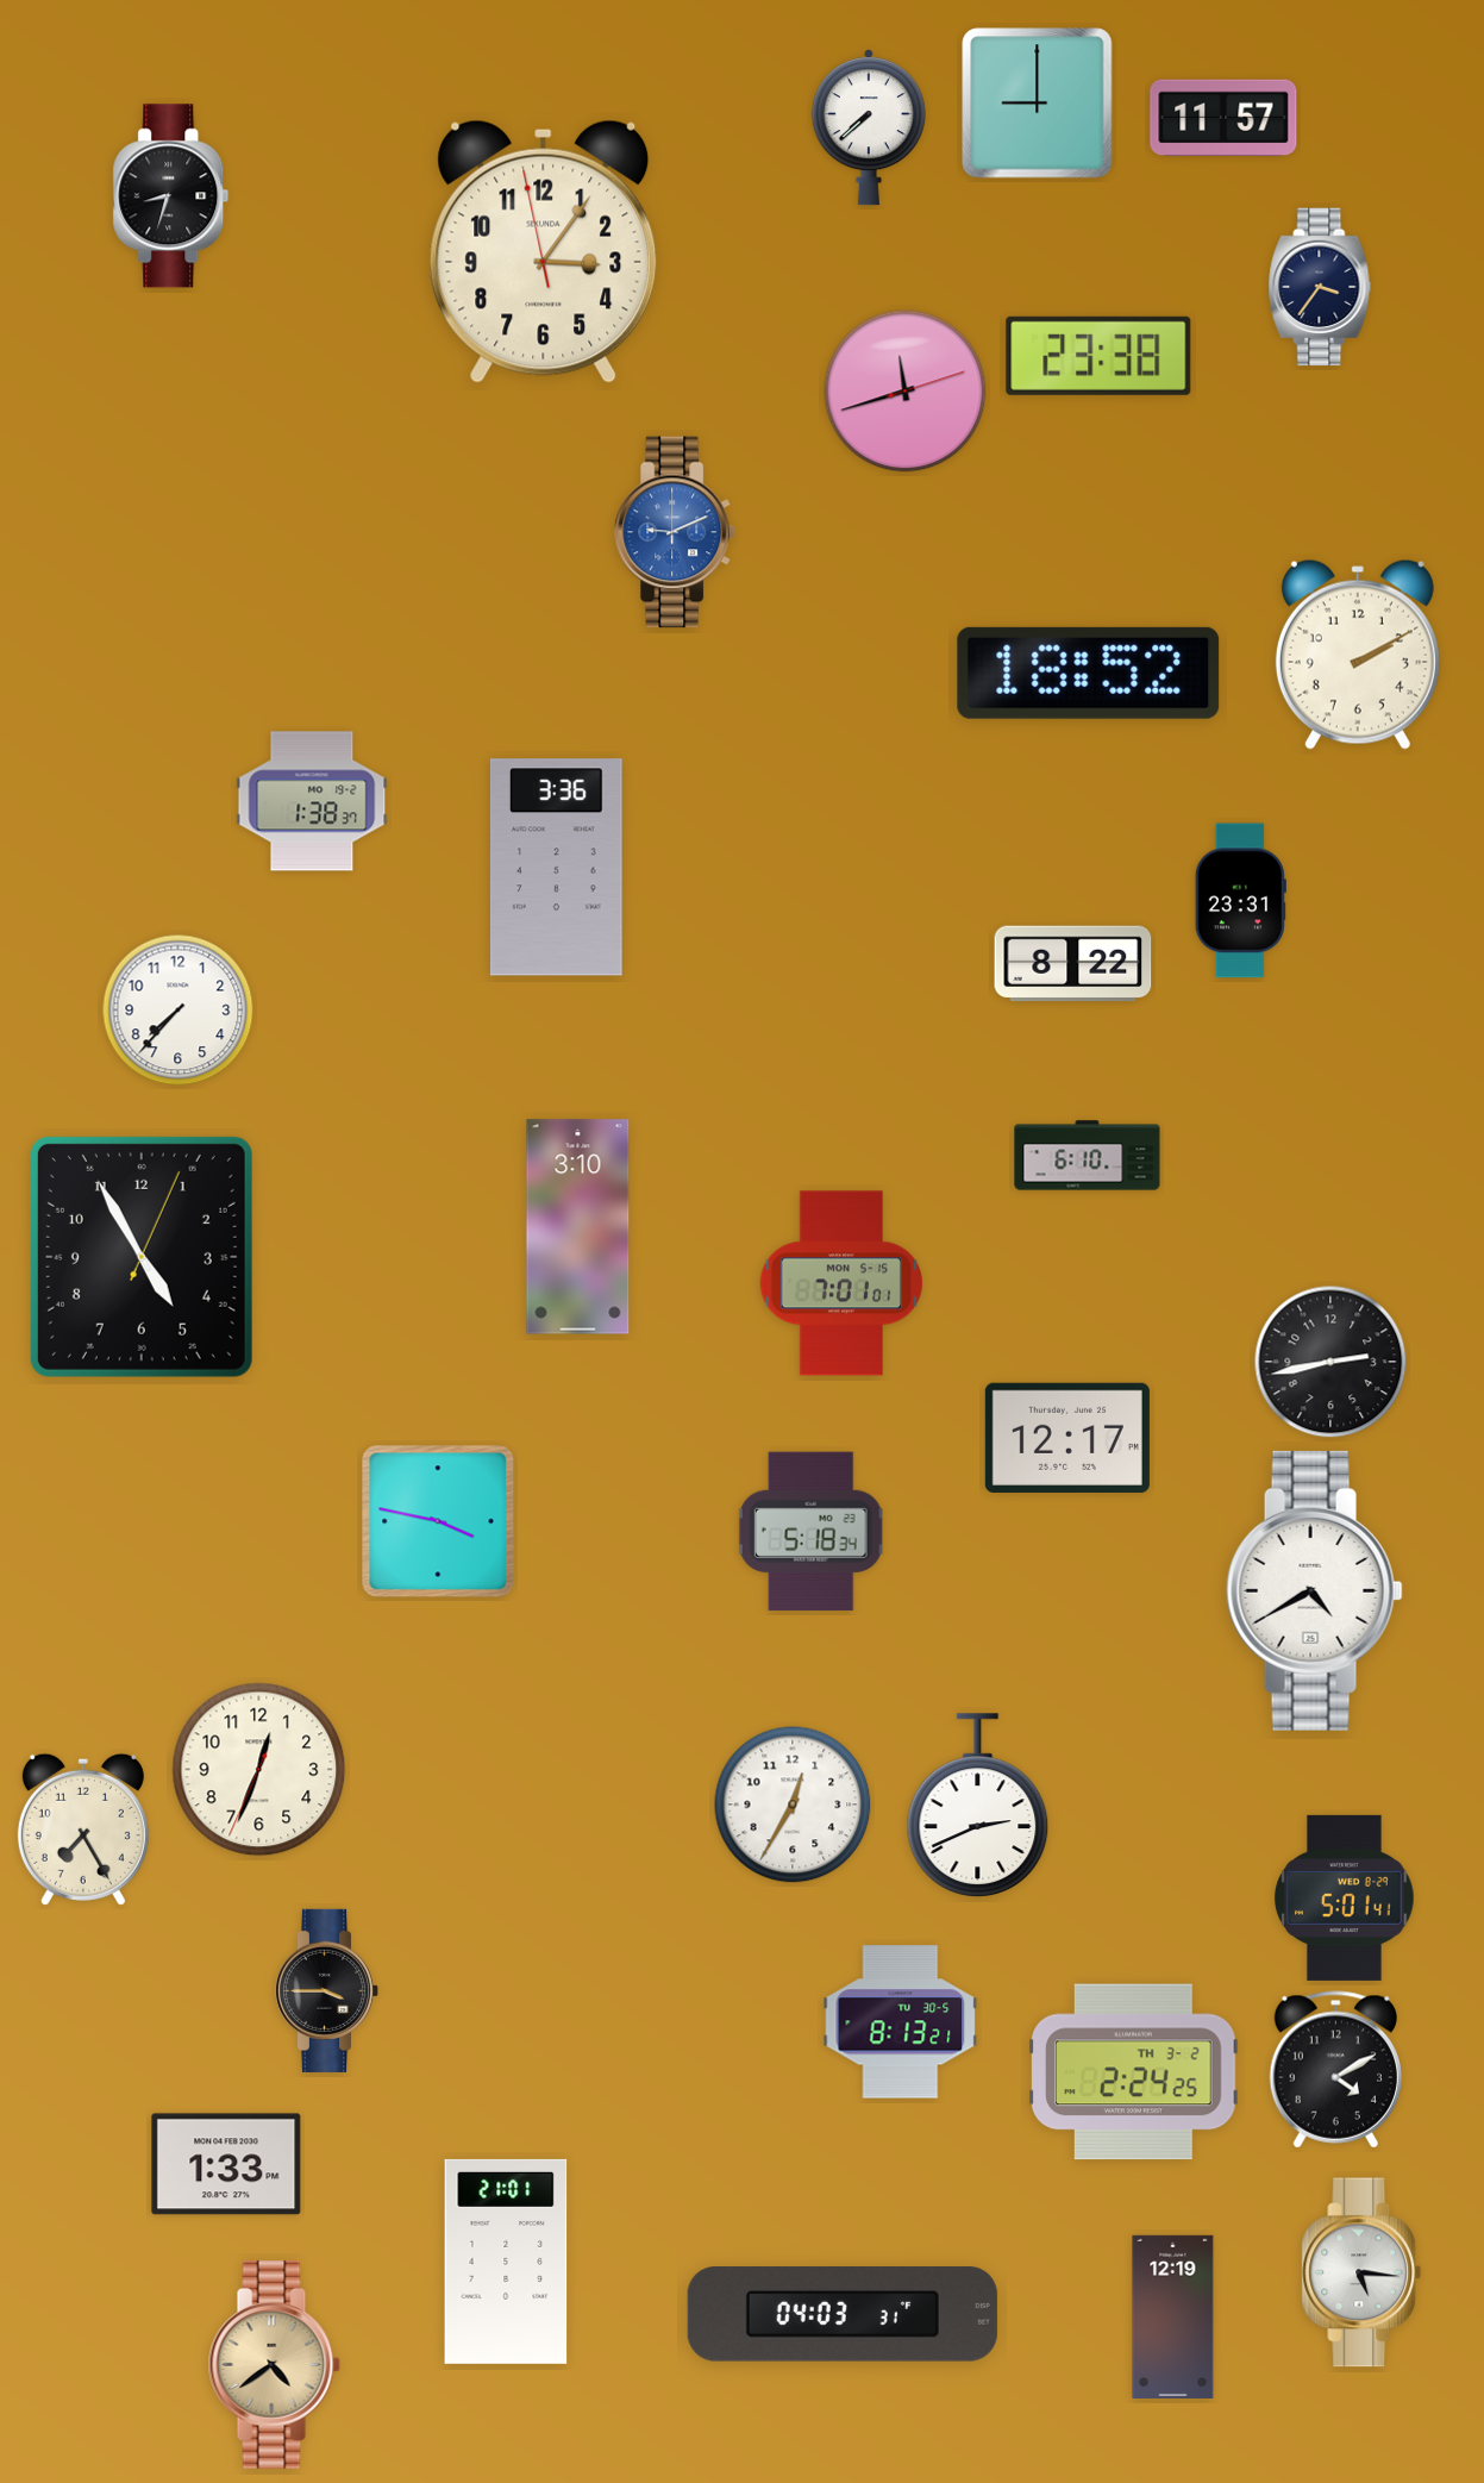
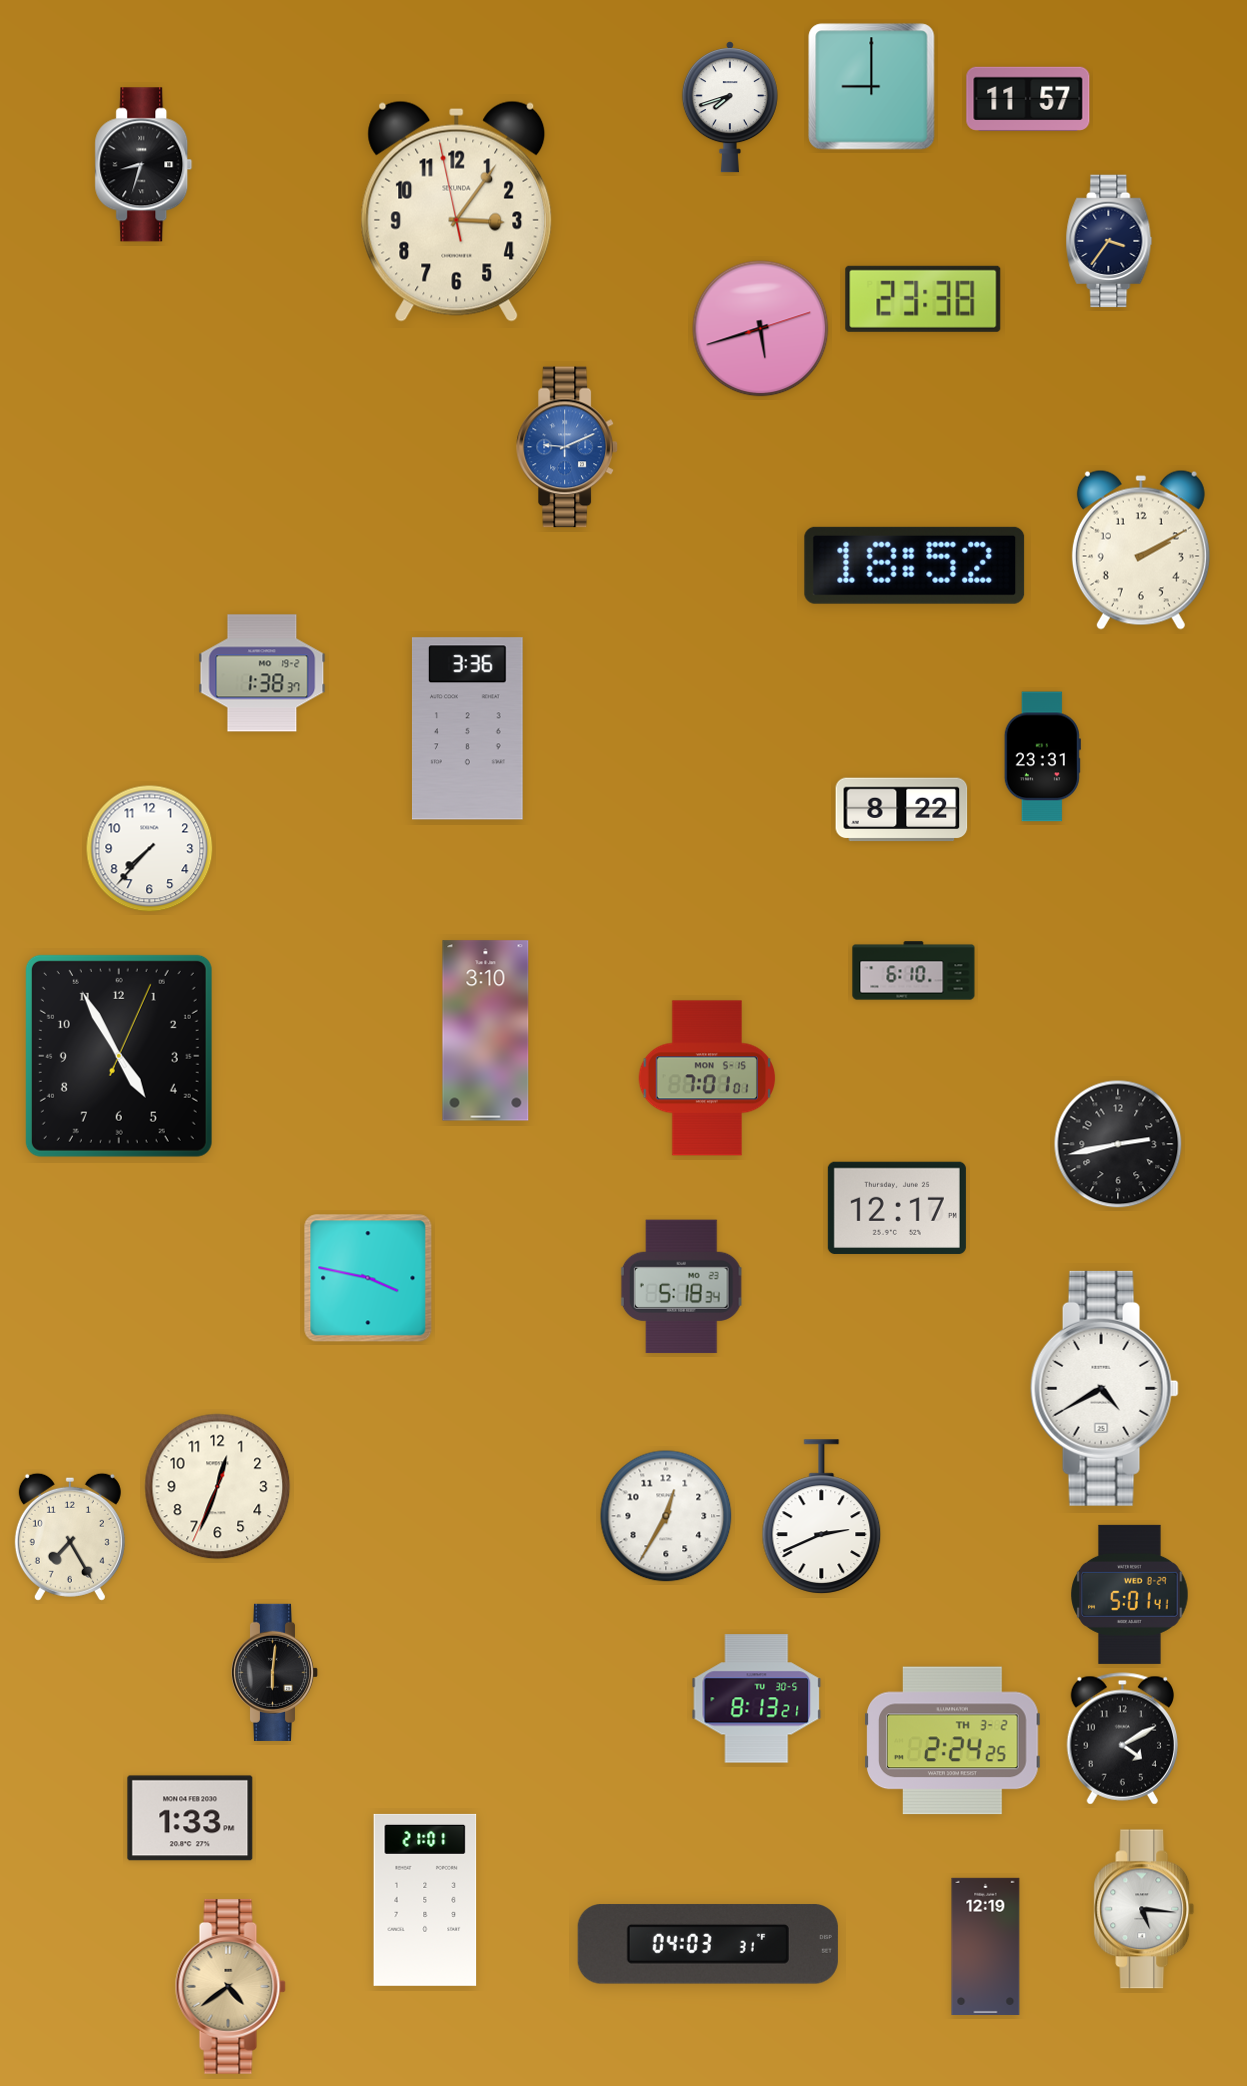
clock at (869, 127): 7:38 -> 7:42
clock at (906, 392): 11:42 -> 5:42
clock at (1314, 1590) position: (1314, 1590) -> (1104, 1388)
clock at (327, 1990): 3:45 -> 6:01
